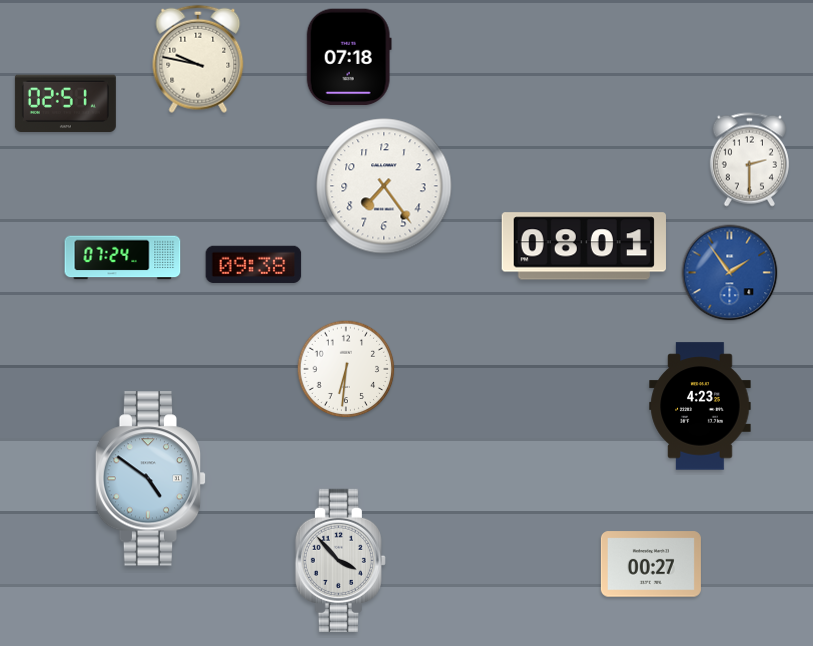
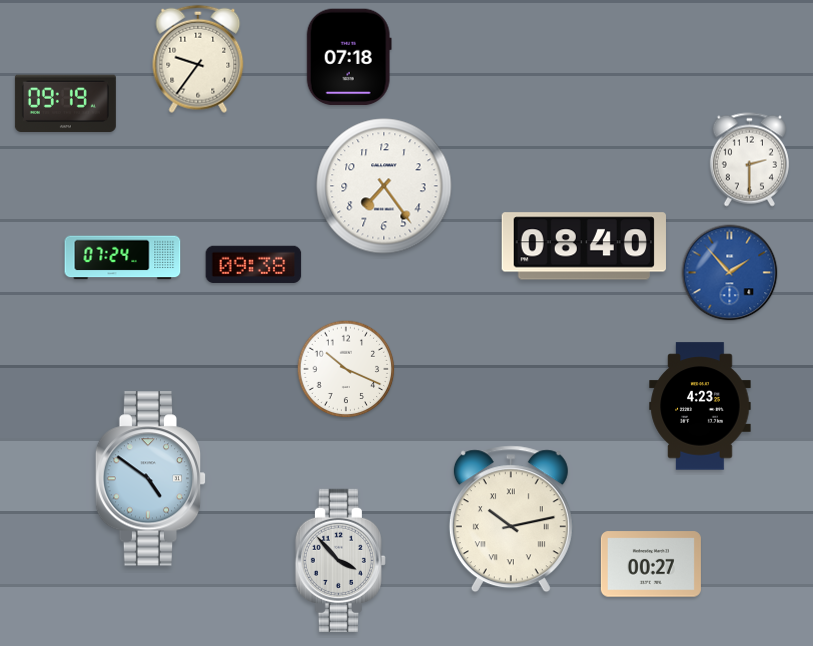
clock at (198, 59): 9:47 -> 9:36
clock at (65, 104): 02:51 -> 09:19
clock at (584, 246): 08:01 -> 08:40
clock at (730, 273): 1:54 -> 1:53
clock at (346, 369): 6:31 -> 10:19
clock at (511, 519): none -> 10:13
